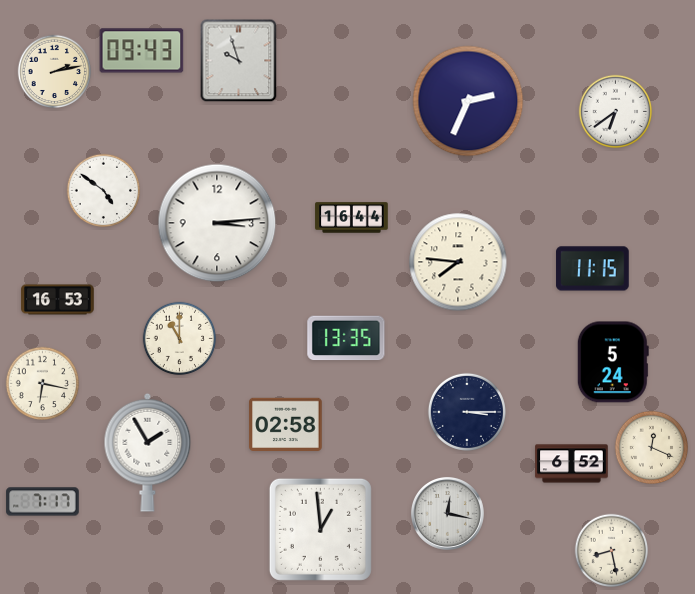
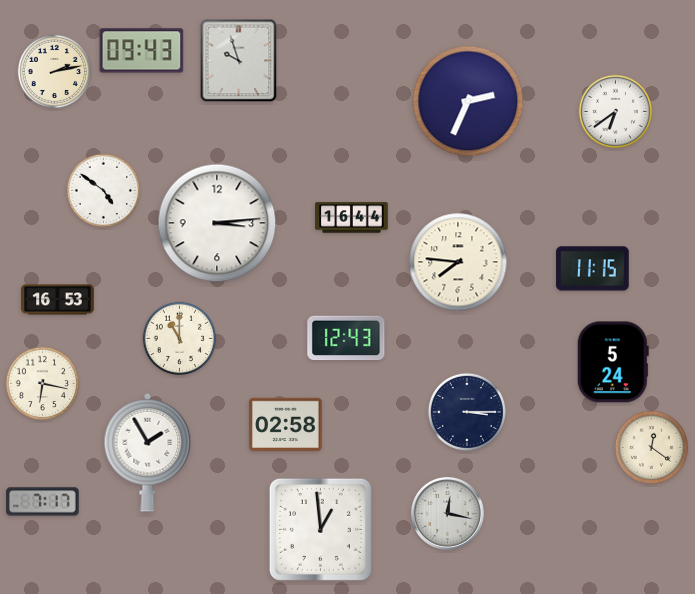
clock at (346, 338): 13:35 -> 12:43
clock at (652, 448): 12:19 -> 12:21
clock at (572, 464): 6:52 -> none
clock at (612, 551): 8:28 -> none
